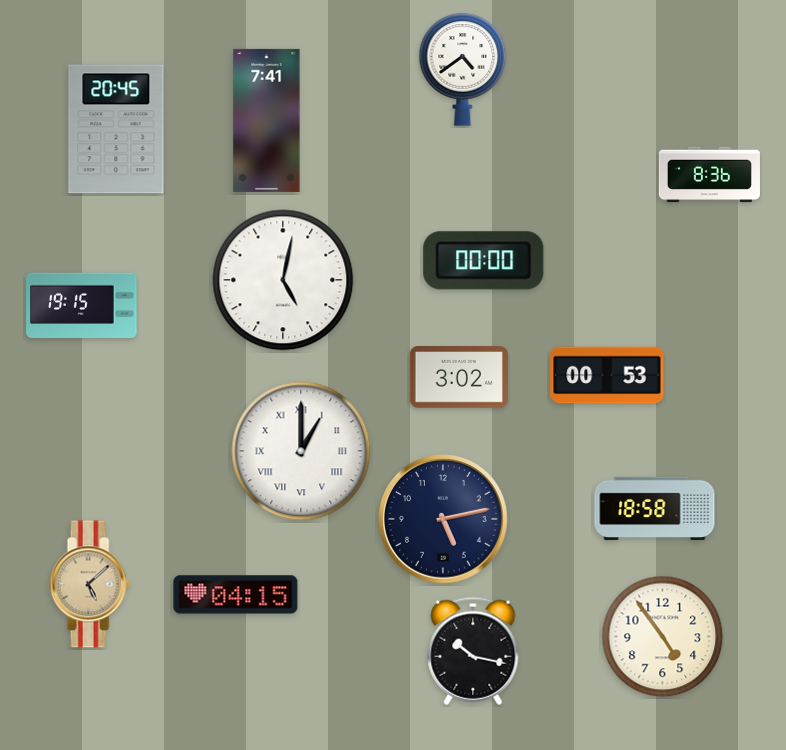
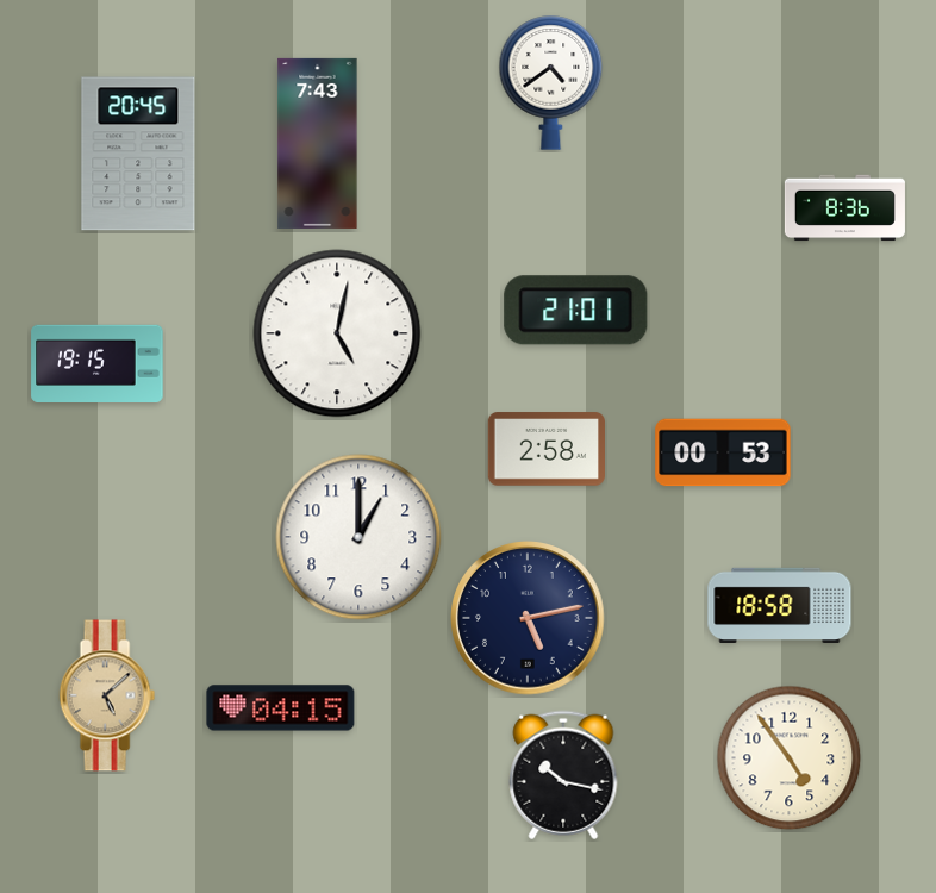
clock at (267, 120): 7:41 -> 7:43
clock at (484, 261): 00:00 -> 21:01
clock at (607, 375) position: (607, 375) -> (723, 452)
clock at (458, 377): 3:02 -> 2:58
clock at (301, 451) numerals: Roman -> Arabic
